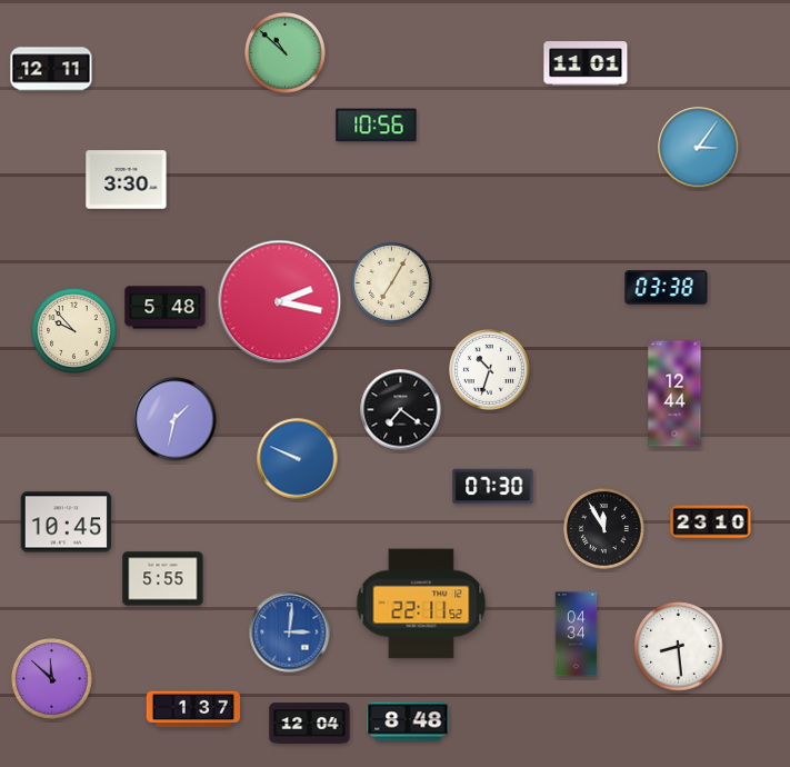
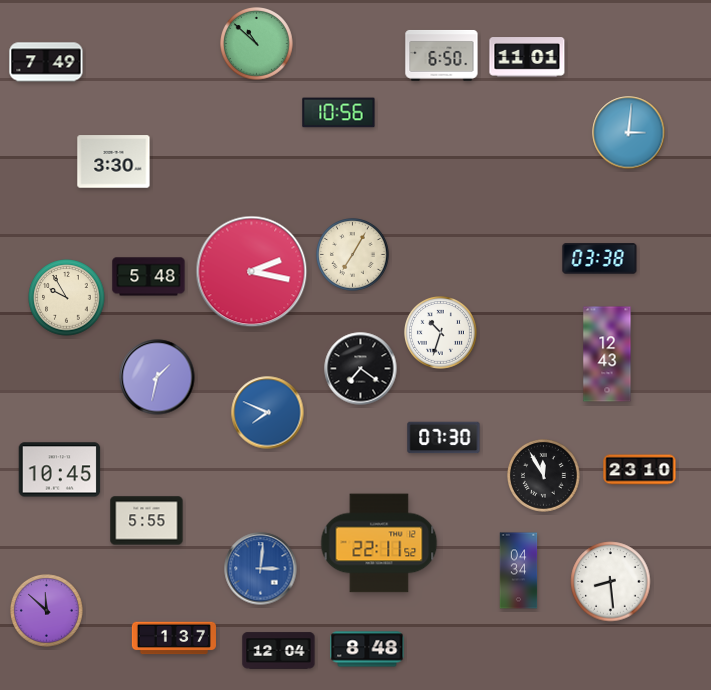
clock at (286, 53) position: (286, 53) -> (257, 44)
clock at (442, 55): none -> 6:50
clock at (51, 69): 12:11 -> 7:49
clock at (699, 148): 3:06 -> 3:01
clock at (74, 331): 9:53 -> 9:55
clock at (674, 394): 12:44 -> 12:43
clock at (298, 459): 9:49 -> 7:49
